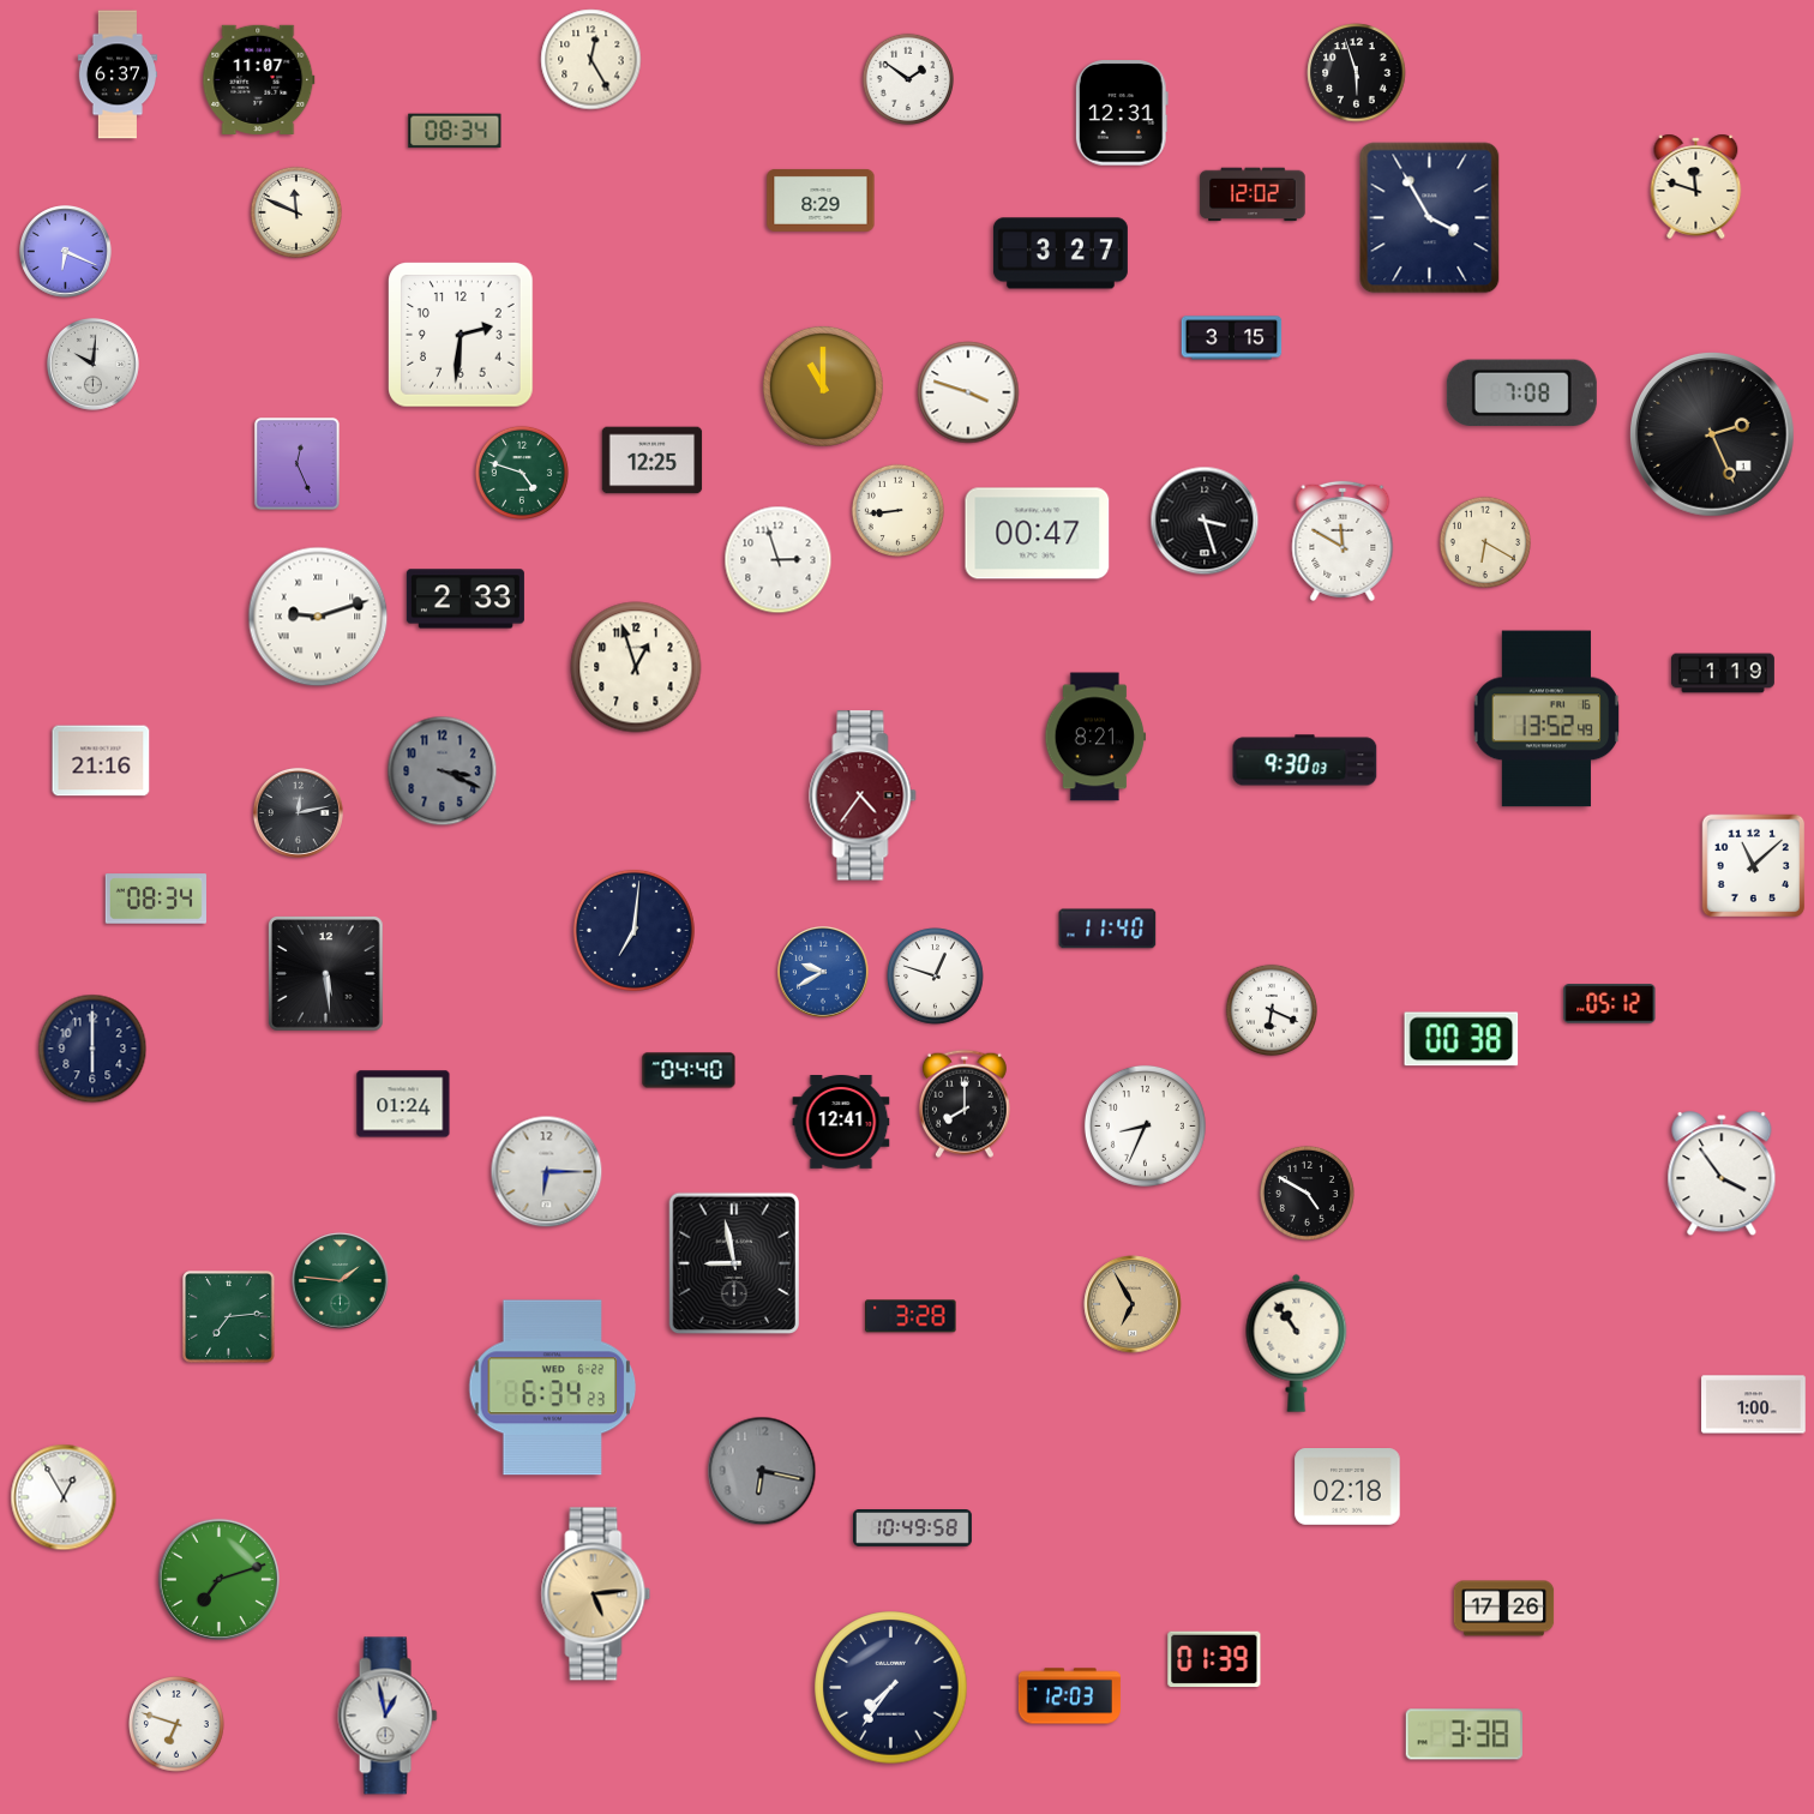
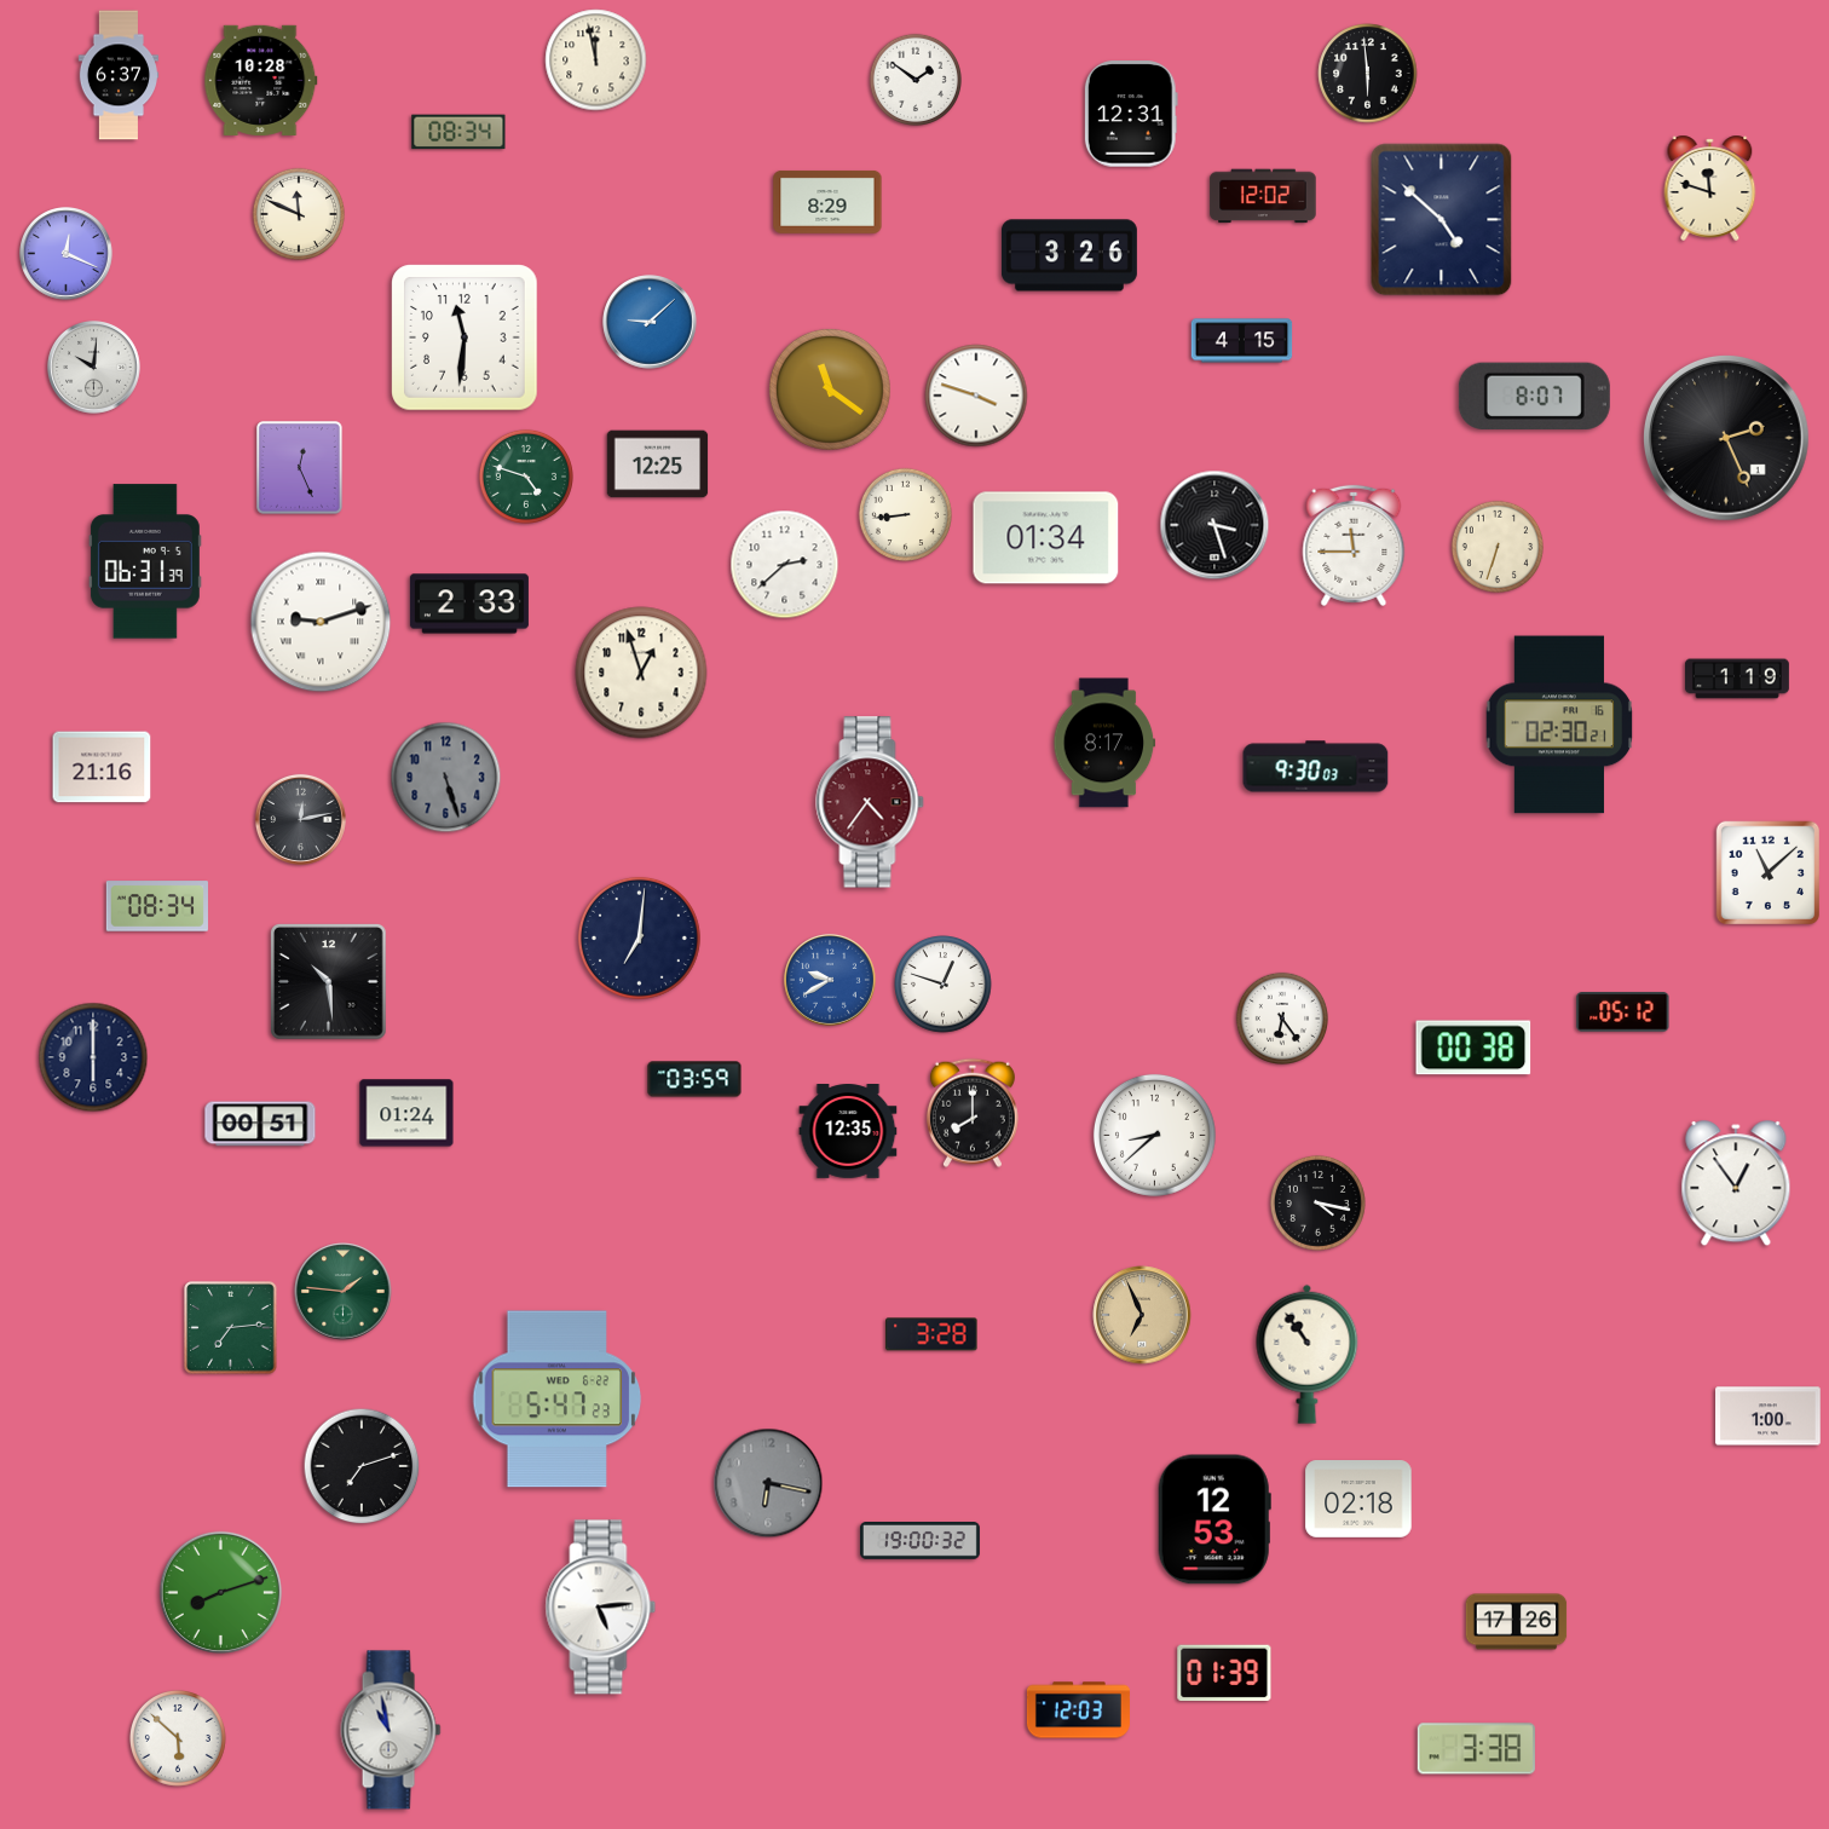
clock at (591, 60): 12:25 -> 11:58
clock at (1357, 73): 5:57 -> 5:59
clock at (259, 79): 11:07 -> 10:28
clock at (1430, 218): 3:55 -> 4:52
clock at (66, 252): 6:19 -> 12:19
clock at (1061, 253): 3:27 -> 3:26
clock at (650, 322): none -> 9:08
clock at (461, 335): 2:31 -> 11:31
clock at (1232, 338): 3:15 -> 4:15
clock at (823, 386): 11:00 -> 11:21
clock at (1521, 392): 7:08 -> 8:07
clock at (1038, 534): 00:47 -> 01:34
clock at (1343, 541): 11:50 -> 11:45
clock at (1484, 541): 6:20 -> 6:33
clock at (145, 561): none -> 06:31
clock at (779, 560): 2:57 -> 2:38
clock at (1546, 719): 13:52 -> 02:30
clock at (1095, 737): 8:21 -> 8:17
clock at (443, 771): 3:19 -> 5:27
clock at (1107, 929): 11:40 -> none
clock at (326, 974): 5:29 -> 10:29
clock at (1271, 1009): 6:19 -> 6:24
clock at (689, 1070): 04:40 -> 03:59
clock at (260, 1124): none -> 00:51
clock at (841, 1123): 12:41 -> 12:35
clock at (1145, 1125): 8:34 -> 8:38
clock at (547, 1172): 6:15 -> none
clock at (1722, 1175): 3:54 -> 12:54
clock at (1307, 1193): 4:50 -> 4:17
clock at (734, 1263): 8:58 -> none
clock at (1133, 1304): 6:55 -> 6:56
clock at (911, 1316) position: (911, 1316) -> (931, 1334)
clock at (553, 1388): 6:34 -> 5:47
clock at (362, 1466): none -> 7:12
clock at (64, 1497): 12:55 -> none
clock at (1214, 1519): none -> 12:53
clock at (912, 1528): 10:49 -> 19:00
clock at (218, 1579): 7:12 -> 8:12
clock at (596, 1594) dial: champagne -> white
clock at (891, 1688): 7:36 -> none
clock at (388, 1716): 12:58 -> 10:58
clock at (178, 1725): 6:48 -> 5:52
